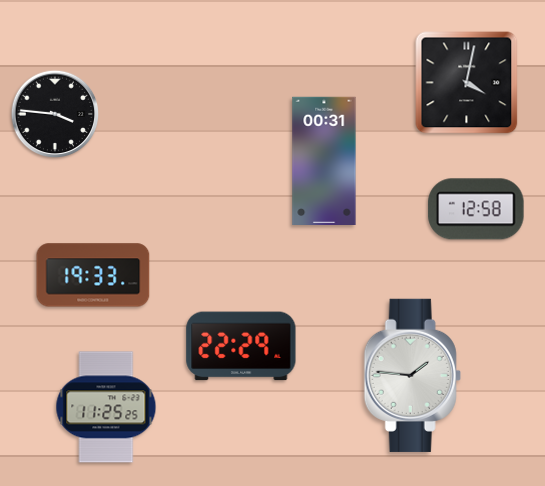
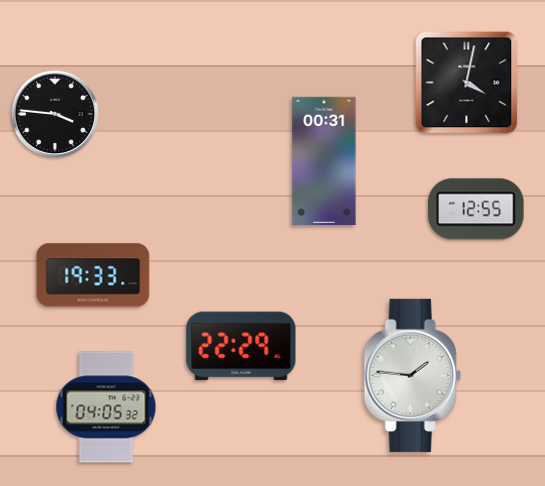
clock at (476, 209): 12:58 -> 12:55
clock at (106, 407): 11:25 -> 04:05
